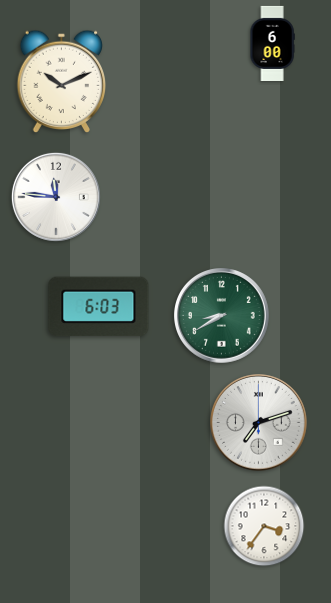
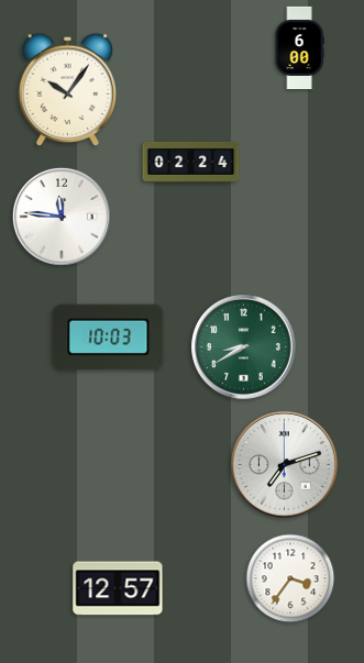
clock at (62, 82): 10:11 -> 10:06
clock at (191, 162): none -> 02:24
clock at (99, 307): 6:03 -> 10:03
clock at (118, 588): none -> 12:57
